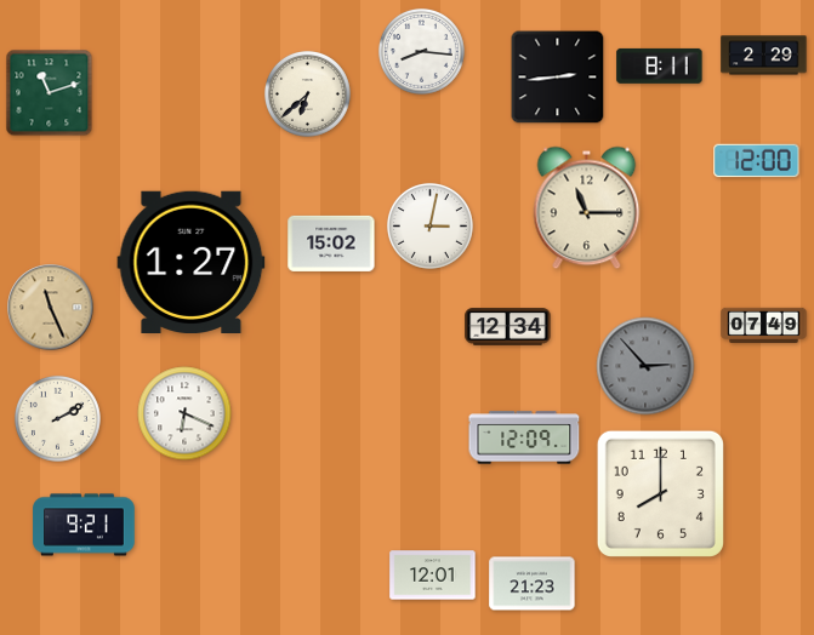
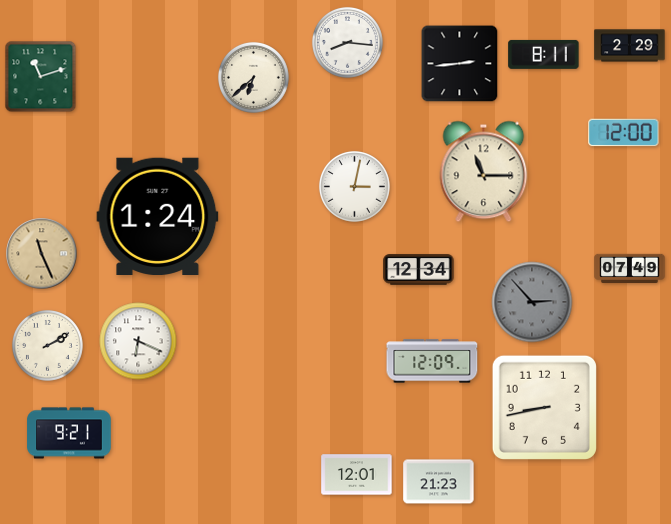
clock at (331, 244): 15:02 -> none
clock at (192, 262): 1:27 -> 1:24
clock at (184, 413) position: (184, 413) -> (138, 341)
clock at (660, 493): 8:00 -> 8:43
